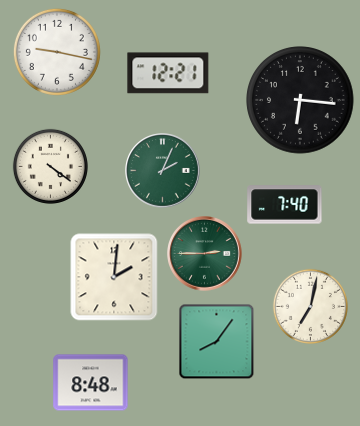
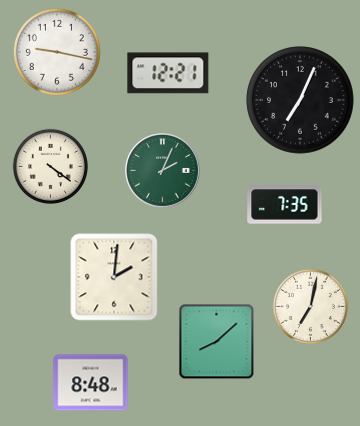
clock at (300, 100): 6:16 -> 7:04
clock at (285, 205): 7:40 -> 7:35
clock at (205, 254): 2:45 -> none
clock at (217, 342): 8:06 -> 8:08
